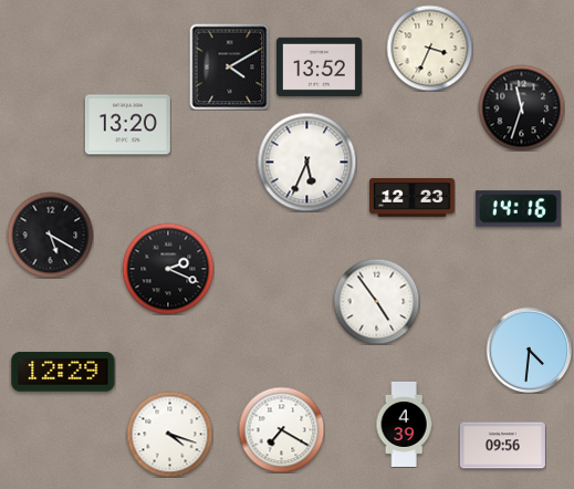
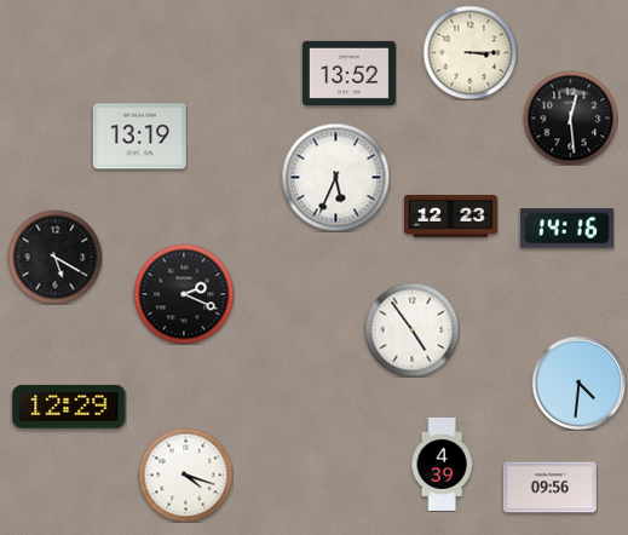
clock at (429, 48): 3:34 -> 3:15
clock at (230, 66): 4:10 -> none
clock at (521, 107): 11:33 -> 12:29
clock at (127, 125): 13:20 -> 13:19
clock at (281, 429): 7:20 -> none
